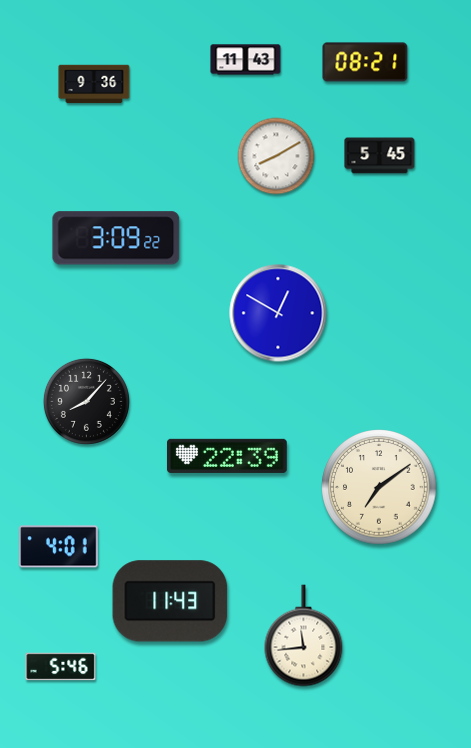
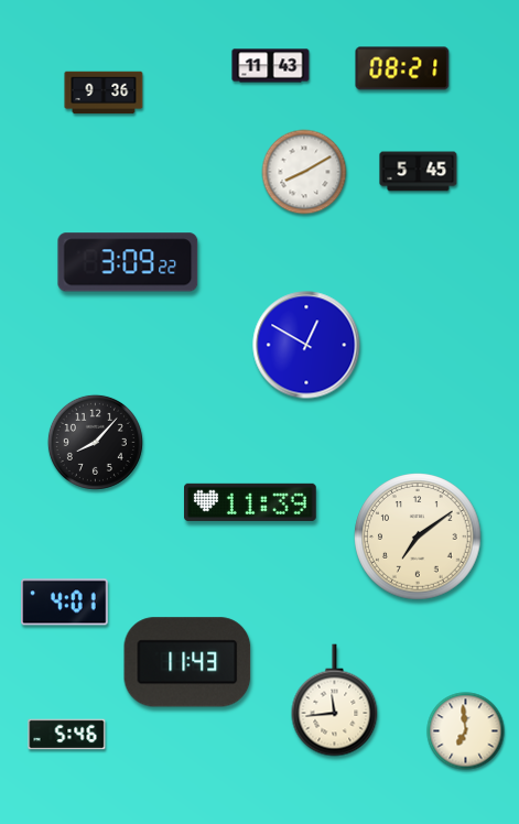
clock at (228, 456): 22:39 -> 11:39
clock at (466, 731): none -> 6:59
